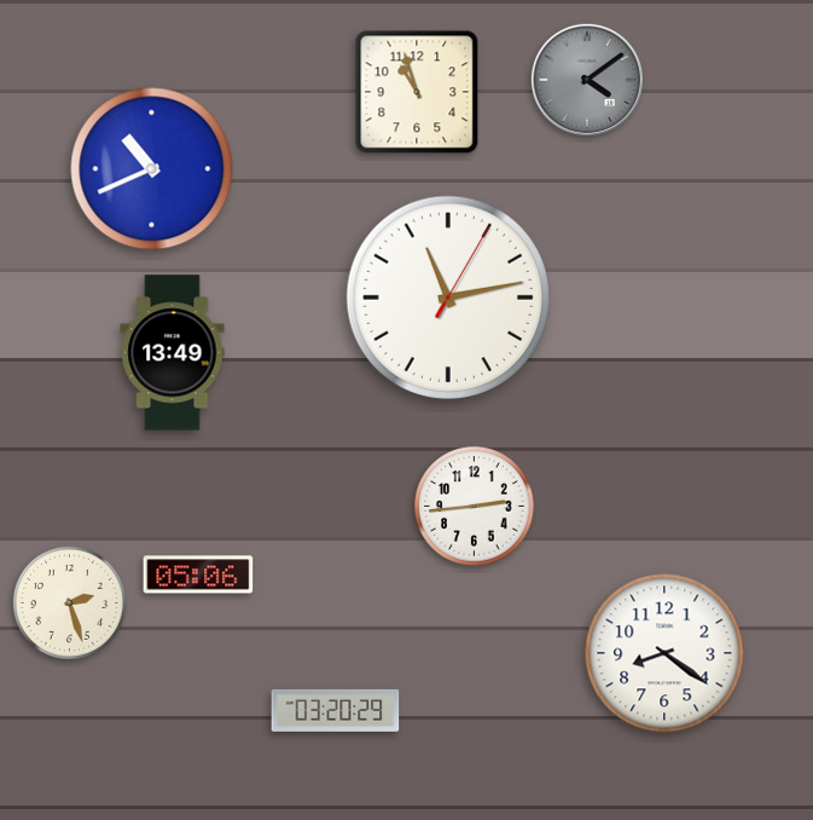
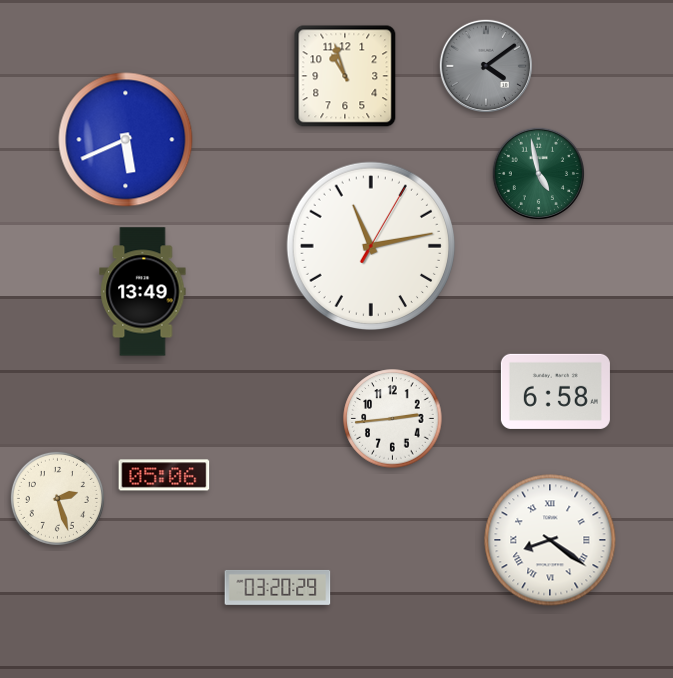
clock at (152, 169): 10:41 -> 5:41
clock at (538, 173): none -> 4:58
clock at (555, 391): none -> 6:58
clock at (664, 653) numerals: Arabic -> Roman
